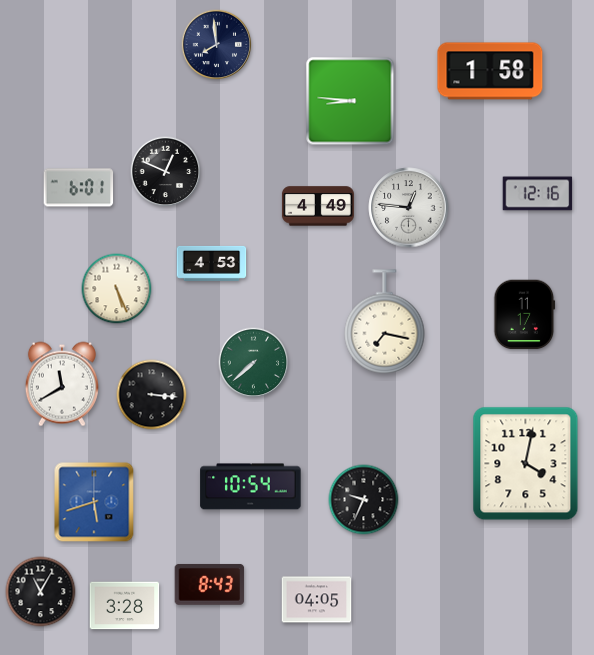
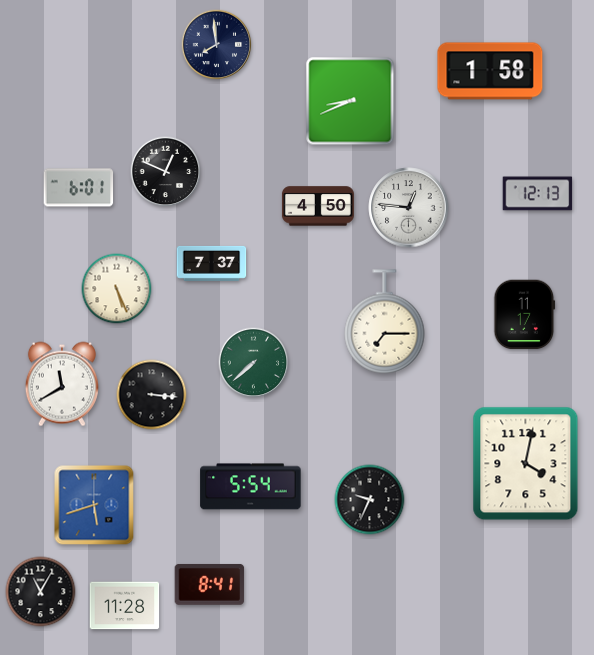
clock at (350, 101): 8:46 -> 8:41
clock at (538, 194): 12:16 -> 12:13
clock at (318, 206): 4:49 -> 4:50
clock at (212, 263): 4:53 -> 7:37
clock at (385, 322): 7:17 -> 7:15
clock at (251, 487): 10:54 -> 5:54
clock at (364, 500) position: (364, 500) -> (370, 500)
clock at (94, 502) position: (94, 502) -> (94, 505)
clock at (210, 584): 8:43 -> 8:41
clock at (317, 600): 04:05 -> none
clock at (125, 606): 3:28 -> 11:28
